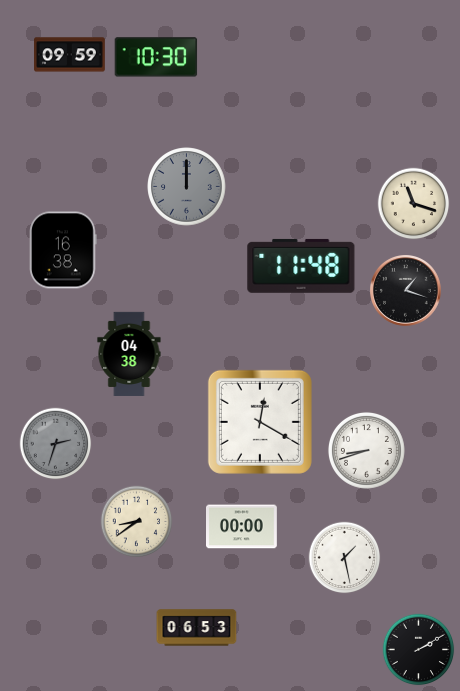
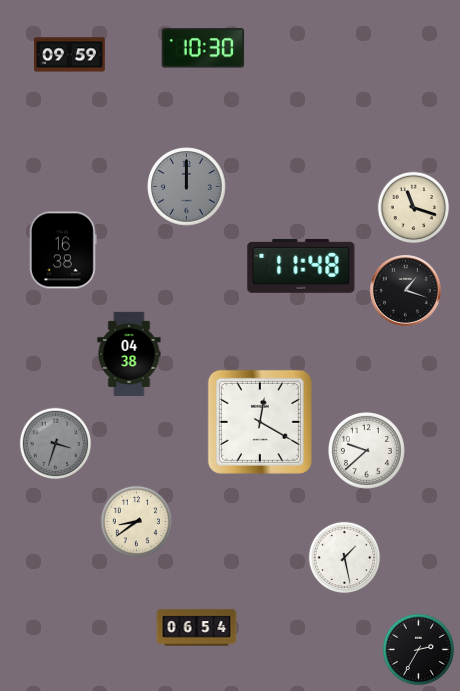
clock at (156, 57) position: (156, 57) -> (203, 48)
clock at (414, 204) position: (414, 204) -> (414, 208)
clock at (56, 444): 2:33 -> 3:33
clock at (366, 450): 8:42 -> 9:38
clock at (242, 527): 00:00 -> none
clock at (197, 628): 06:53 -> 06:54
clock at (419, 650): 2:10 -> 2:35
